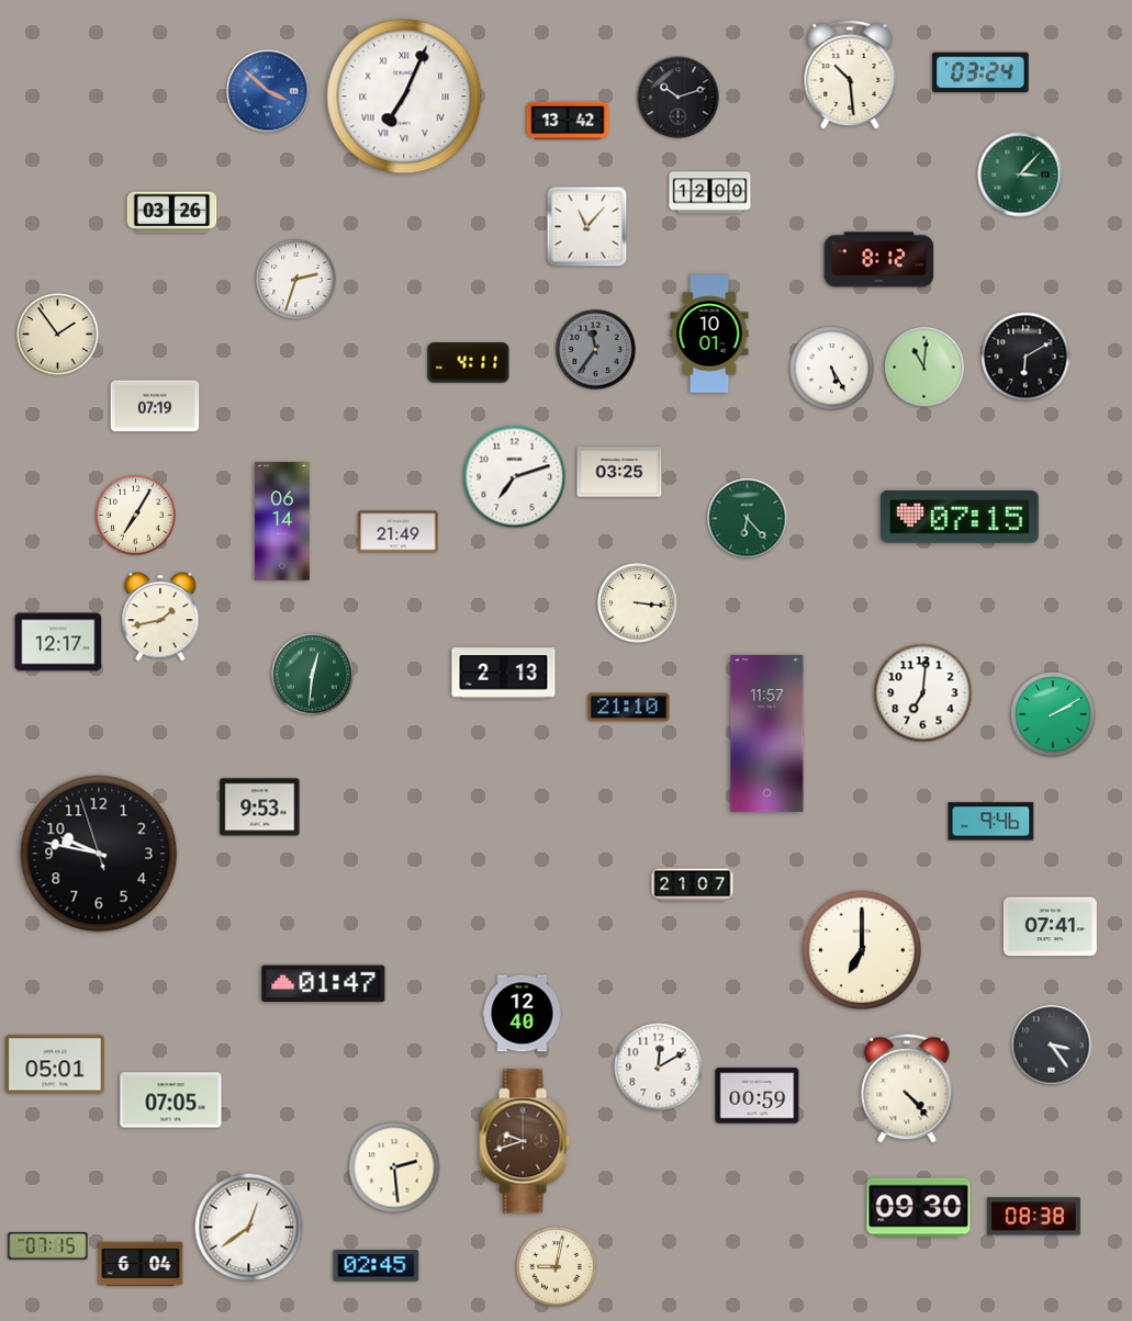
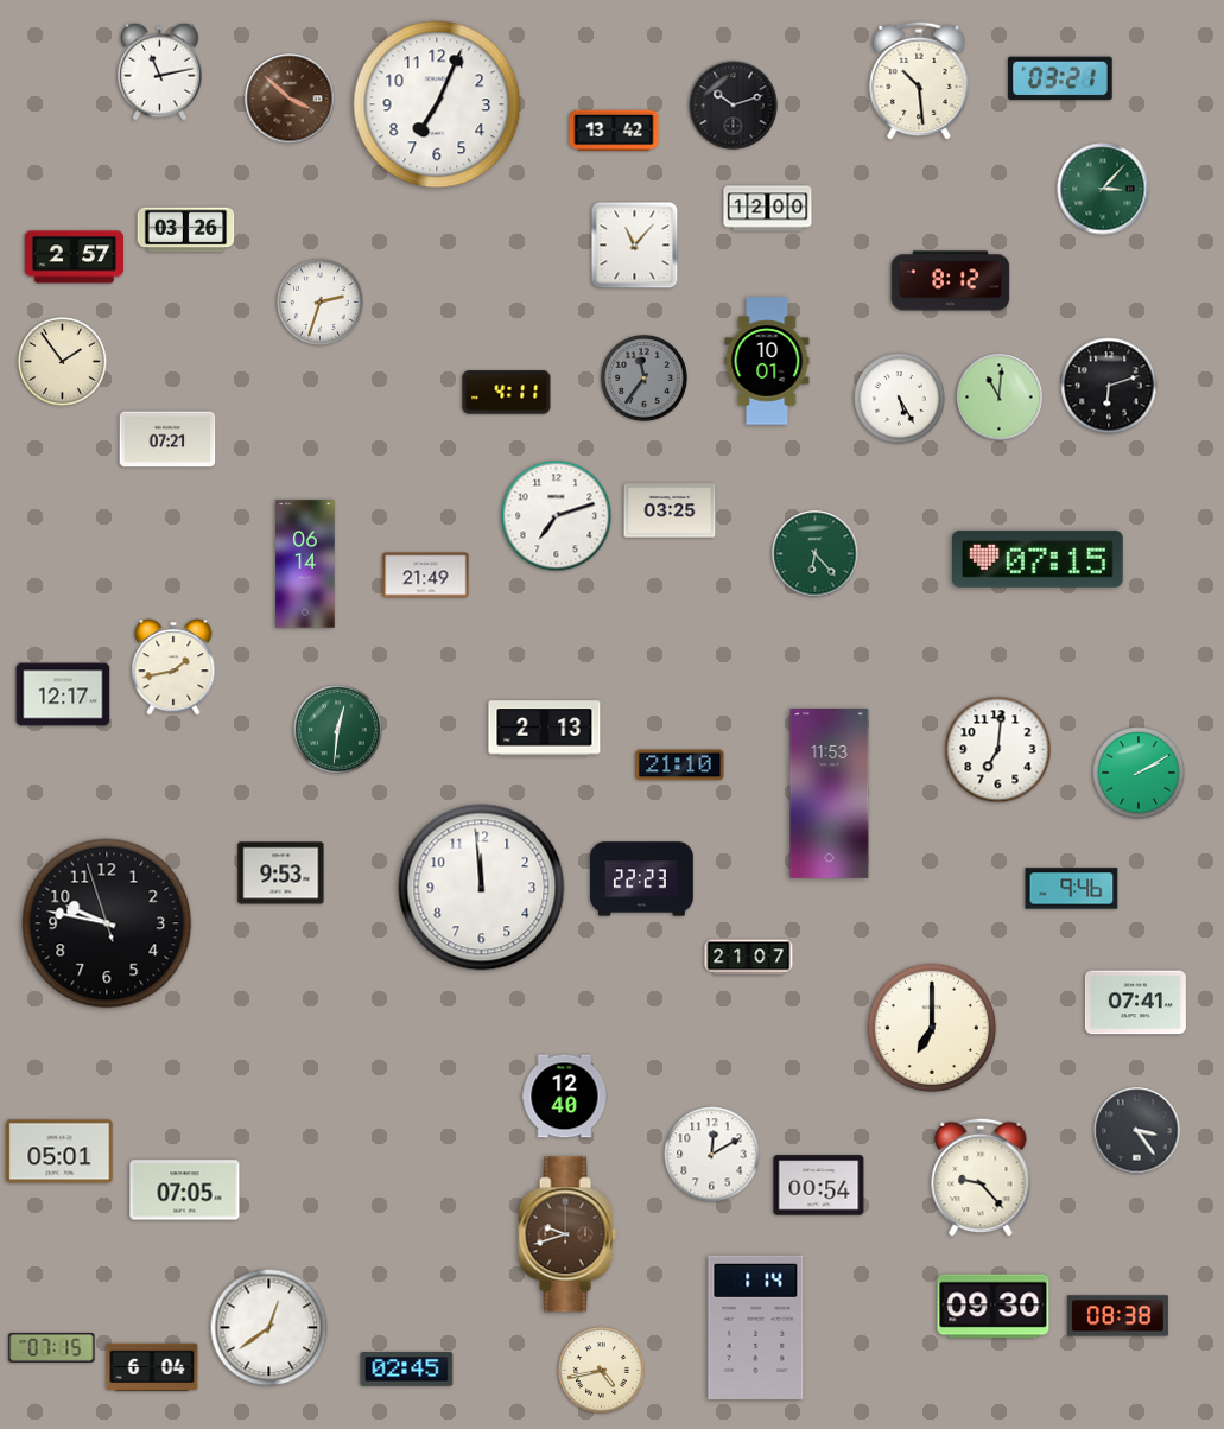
clock at (160, 71): none -> 11:13
clock at (980, 72): 03:24 -> 03:21
clock at (268, 91) dial: blue -> brown
clock at (404, 97) numerals: Roman -> Arabic
clock at (74, 258): none -> 2:57
clock at (1025, 357): 6:10 -> 6:12
clock at (155, 406): 07:19 -> 07:21
clock at (136, 516): 7:05 -> none
clock at (748, 519) position: (748, 519) -> (816, 554)
clock at (399, 532) position: (399, 532) -> (426, 576)
clock at (638, 603): 3:16 -> none
clock at (767, 733): 11:57 -> 11:53
clock at (642, 879): none -> 22:23
clock at (482, 888): none -> 11:59
clock at (324, 984): 01:47 -> none
clock at (907, 1088): 4:23 -> 9:23
clock at (758, 1096): 00:59 -> 00:54
clock at (394, 1167): 2:29 -> none
clock at (756, 1327): none -> 1:14
clock at (557, 1267): 9:02 -> 4:43
